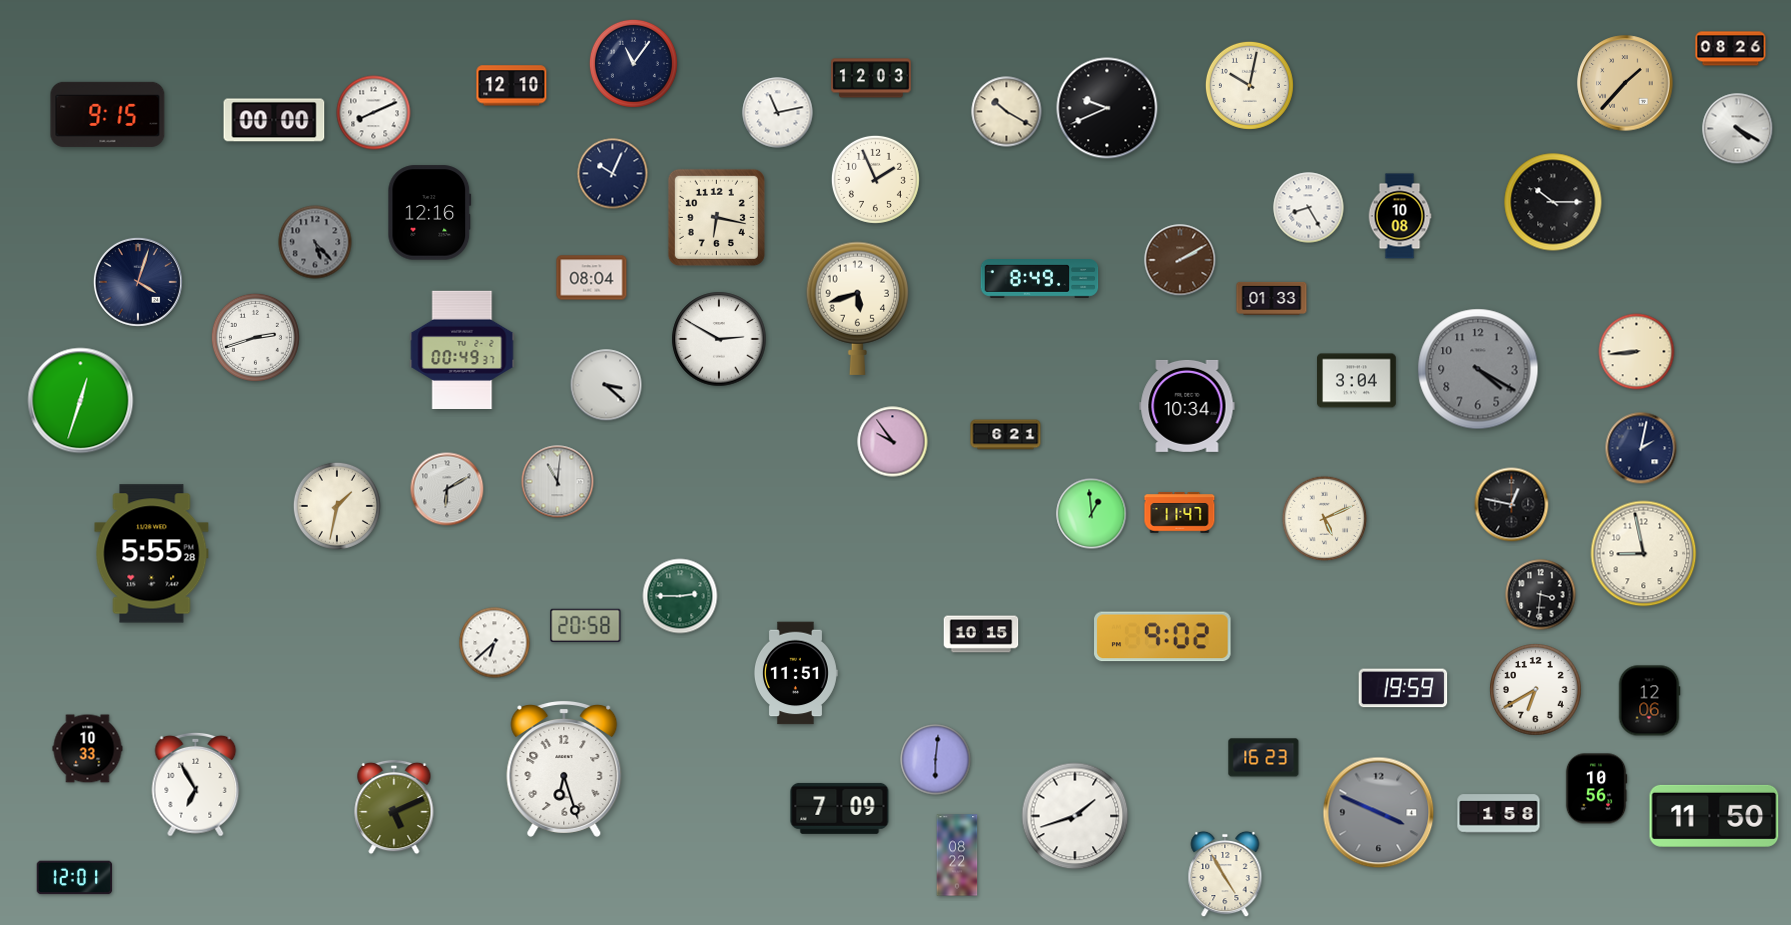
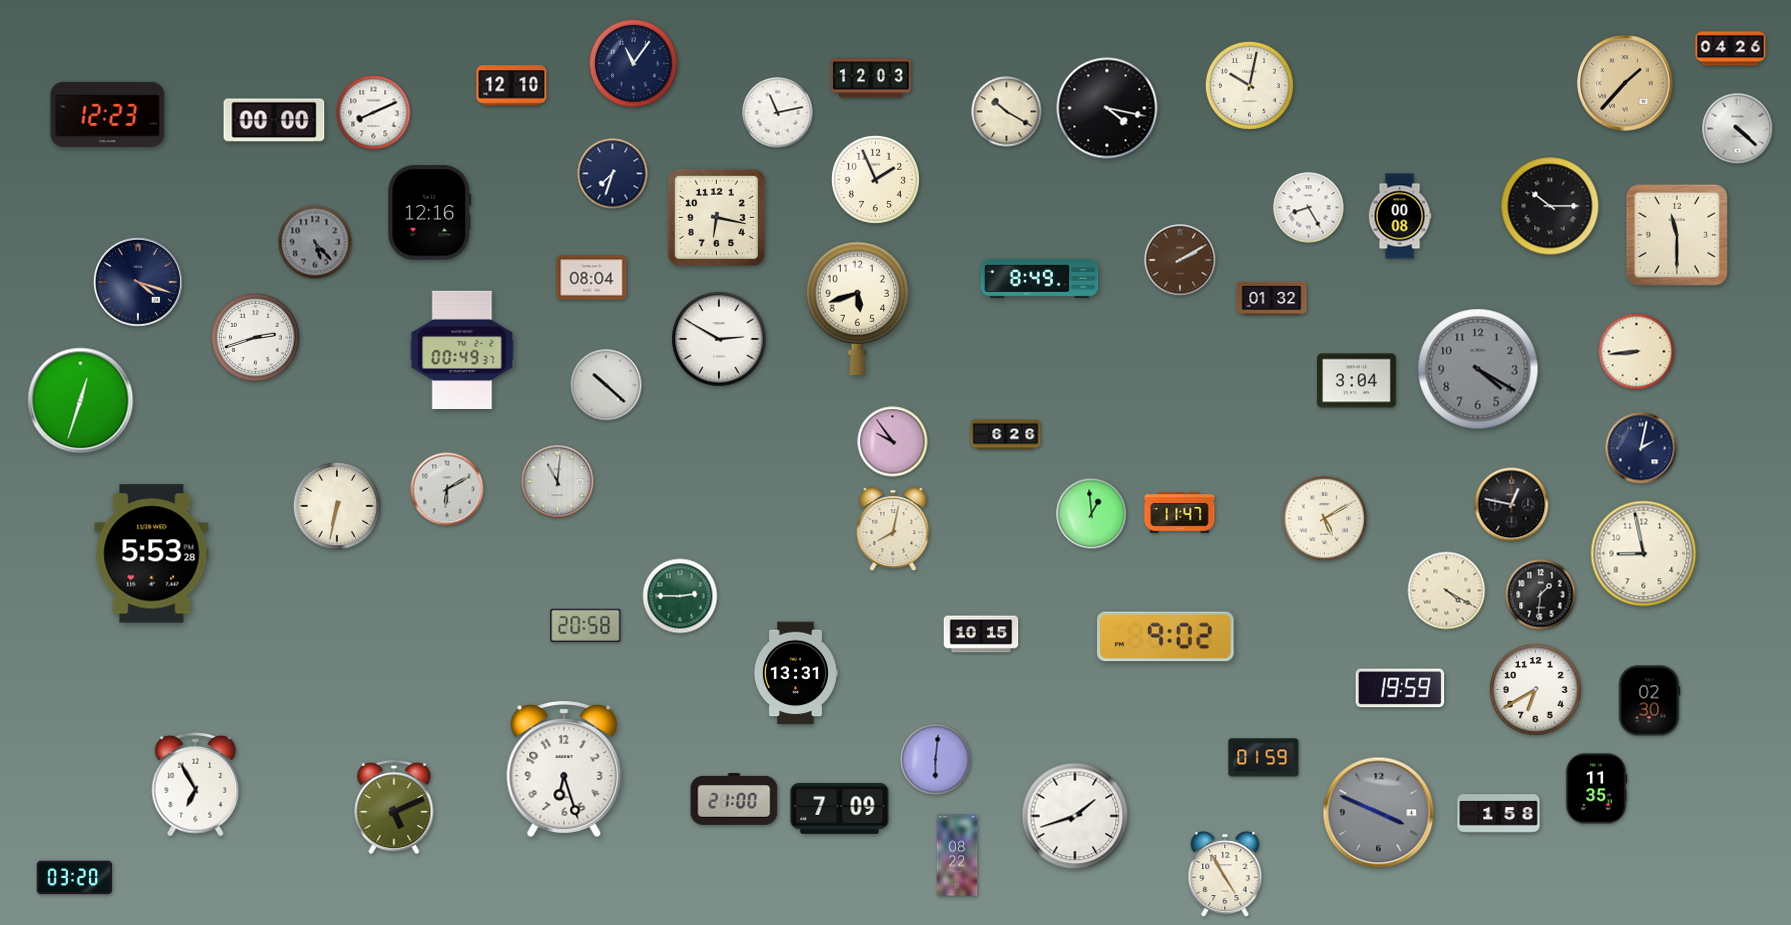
clock at (1731, 49): 08:26 -> 04:26
clock at (1107, 108): 9:41 -> 4:17
clock at (108, 114): 9:15 -> 12:23
clock at (1738, 129): 4:20 -> 4:22
clock at (613, 174): 10:04 -> 7:33
clock at (1553, 202) position: (1553, 202) -> (1550, 206)
clock at (1400, 216): 10:08 -> 00:08
clock at (1677, 235): none -> 11:30
clock at (138, 282): 4:03 -> 4:18
clock at (1272, 298): 01:33 -> 01:32
clock at (606, 385): 3:22 -> 10:22
clock at (1187, 406): 10:34 -> none
clock at (1006, 435): 6:21 -> 6:26
clock at (337, 506): 1:32 -> 6:32
clock at (1325, 519): 5:11 -> 5:10
clock at (893, 530): none -> 8:02
clock at (152, 554): 5:55 -> 5:53
clock at (1447, 591): none -> 4:20
clock at (1541, 595): 3:31 -> 1:31
clock at (1163, 637) position: (1163, 637) -> (1166, 637)
clock at (495, 643): 6:38 -> none
clock at (796, 673): 11:51 -> 13:31
clock at (1403, 688) position: (1403, 688) -> (1400, 688)
clock at (1649, 701): 12:06 -> 02:30
clock at (88, 749): 10:33 -> none
clock at (1264, 758): 16:23 -> 01:59
clock at (1596, 789): 10:56 -> 11:35
clock at (734, 800): none -> 21:00
clock at (1714, 816): 11:50 -> none
clock at (75, 878): 12:01 -> 03:20
